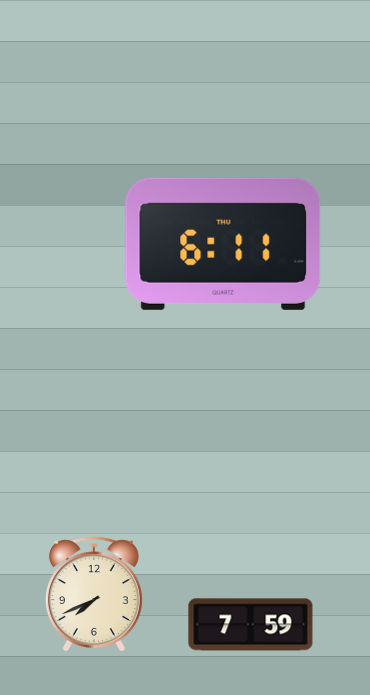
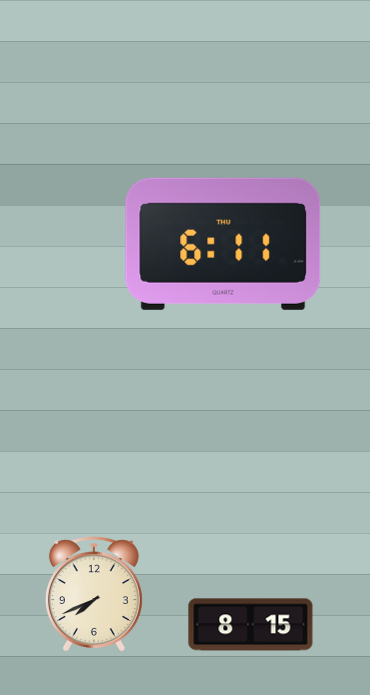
clock at (251, 625): 7:59 -> 8:15
